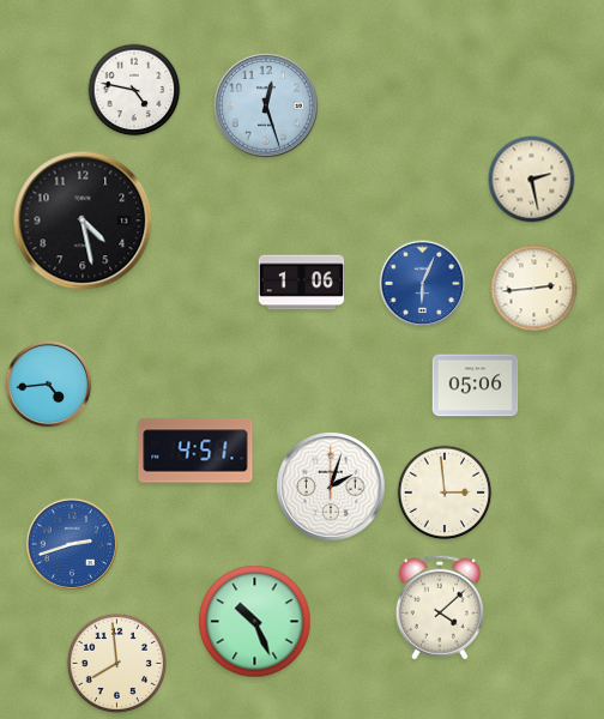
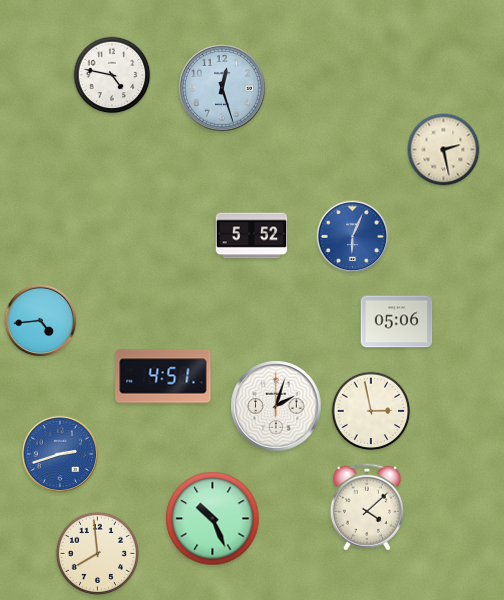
clock at (83, 220): 4:28 -> none
clock at (302, 283): 1:06 -> 5:52
clock at (534, 289): 2:44 -> none
clock at (445, 493): 2:59 -> 2:58
